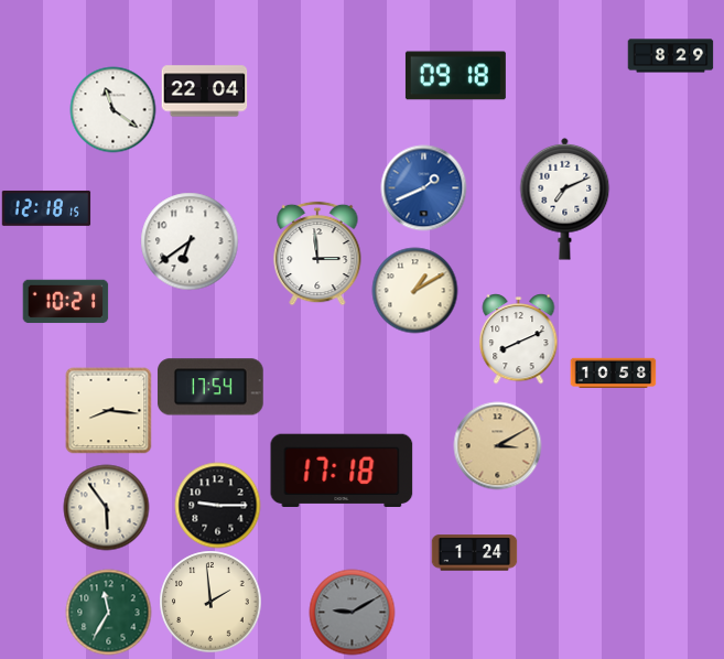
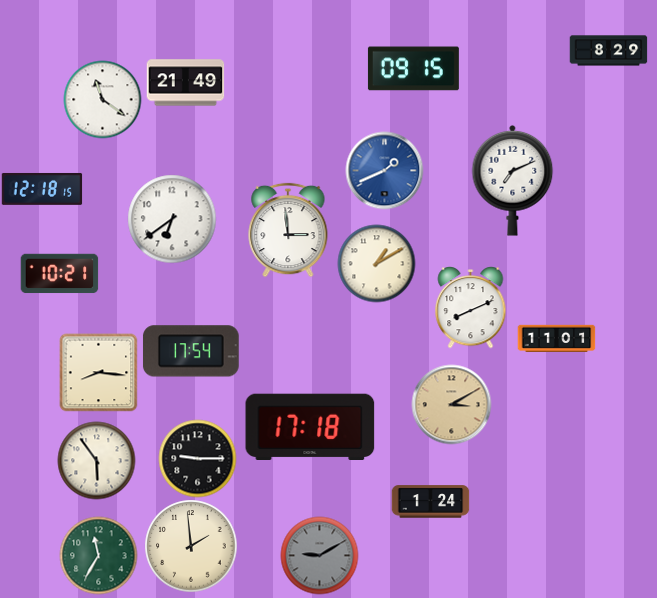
clock at (455, 76): 09:18 -> 09:15
clock at (204, 91): 22:04 -> 21:49
clock at (613, 372): 10:58 -> 11:01
